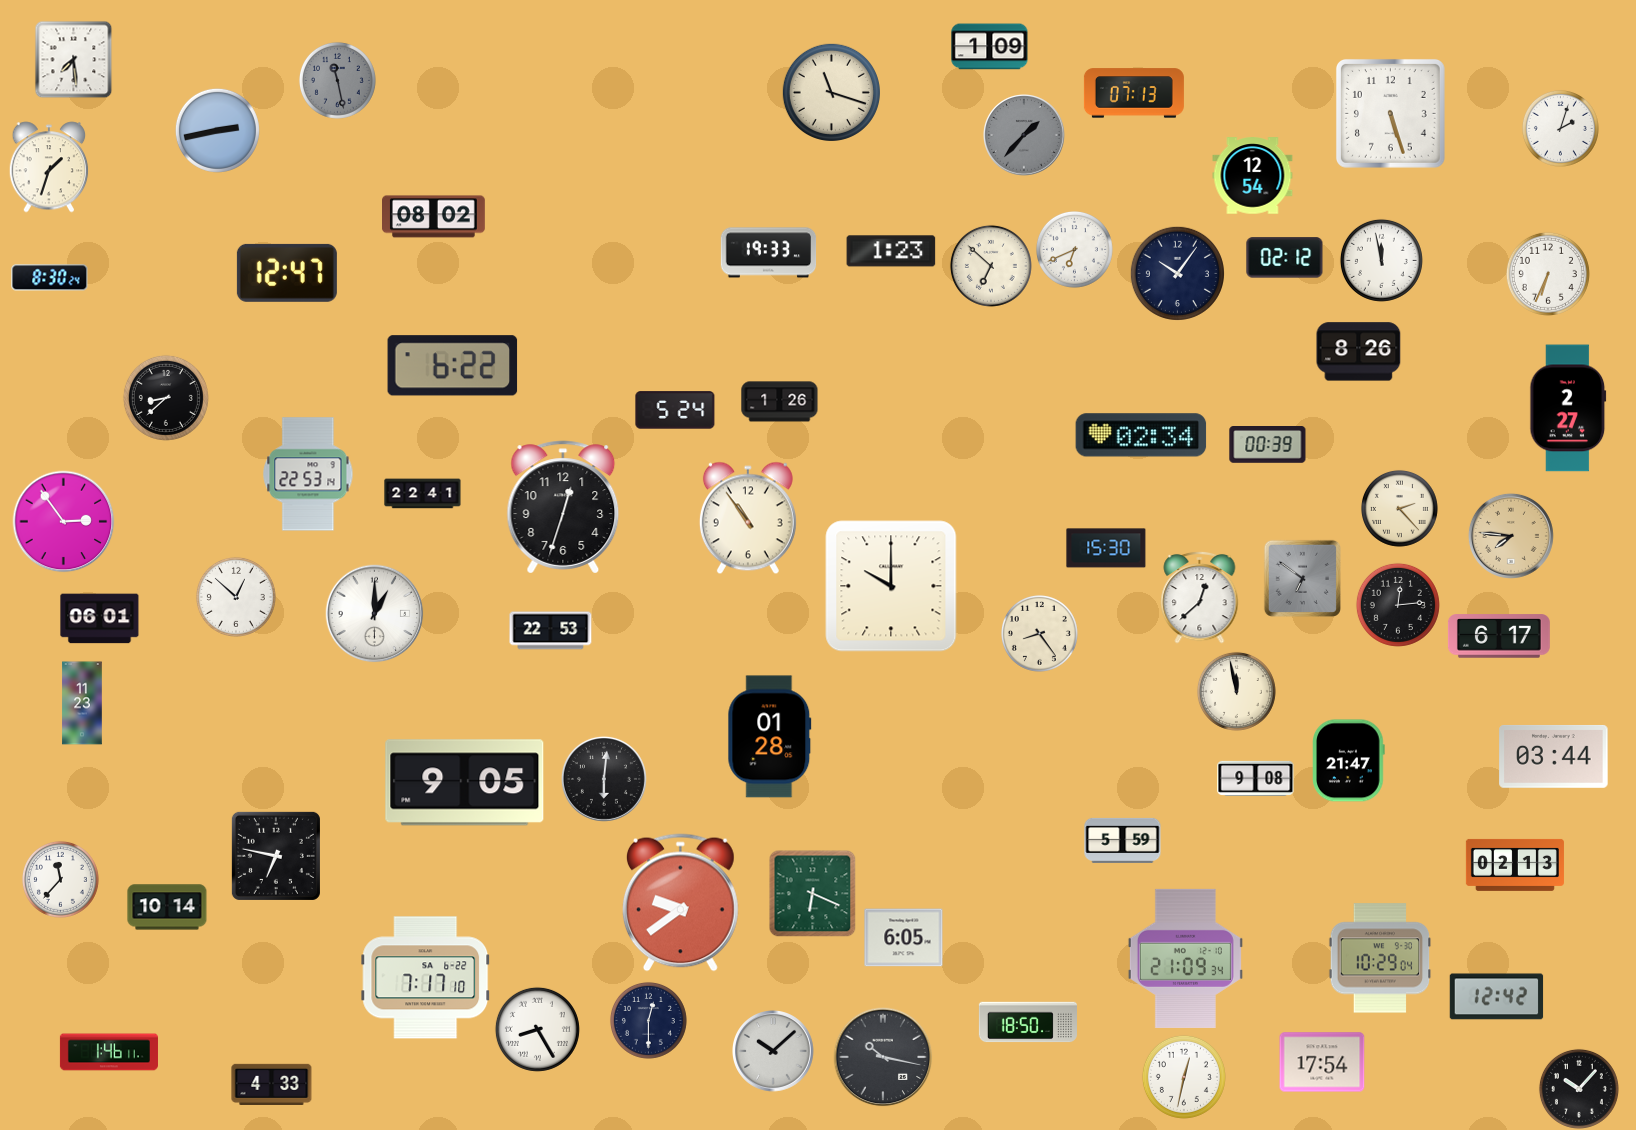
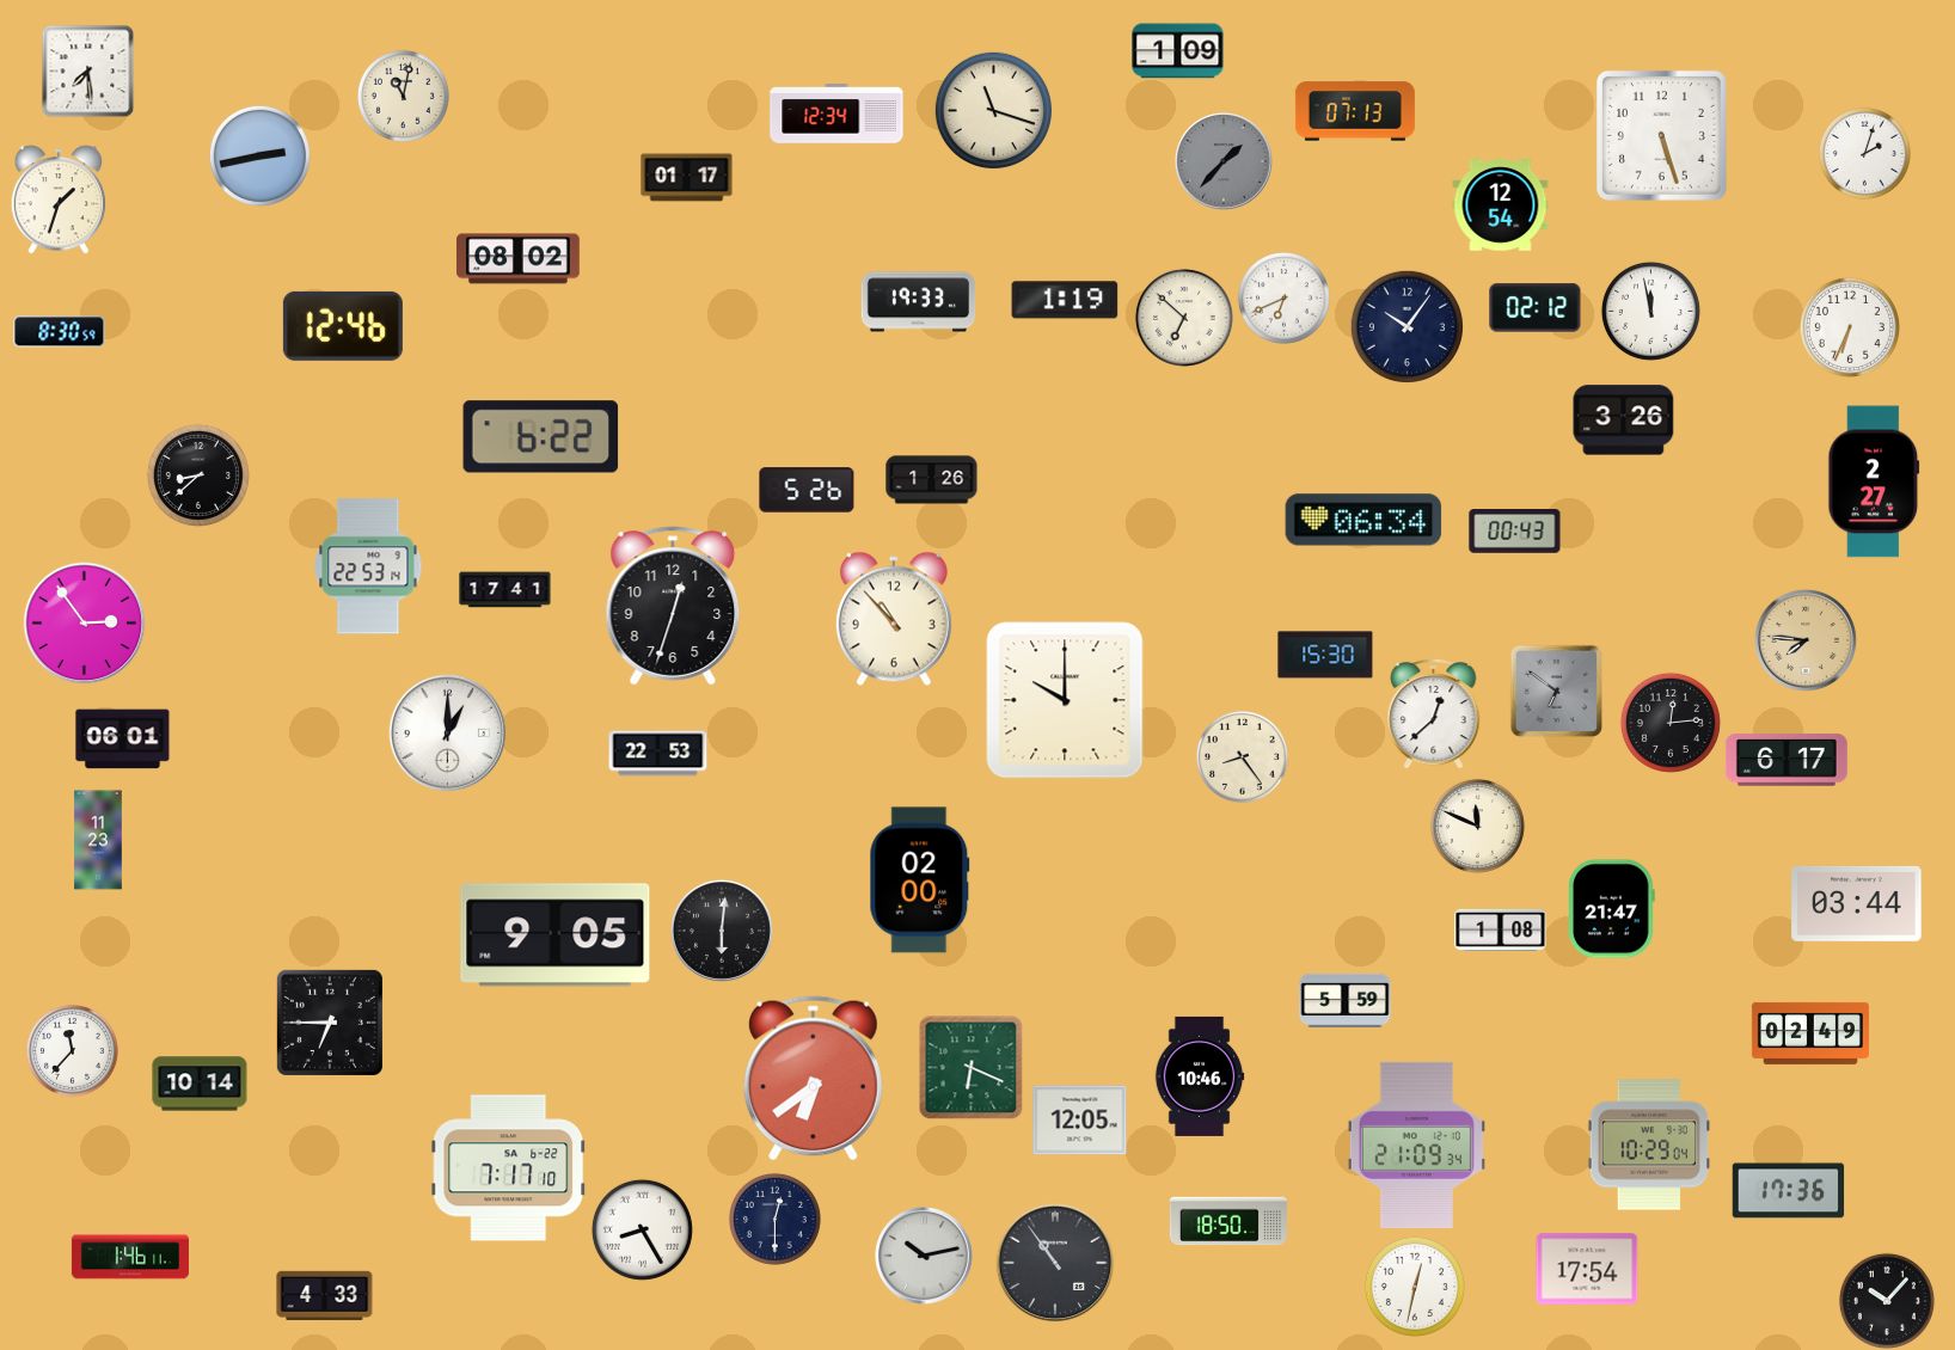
clock at (990, 47) position: (990, 47) -> (1178, 51)
clock at (337, 80): 11:28 -> 11:02
clock at (337, 80) dial: grey -> cream
clock at (836, 113): none -> 12:34
clock at (687, 178): none -> 01:17
clock at (1253, 176) position: (1253, 176) -> (1501, 205)
clock at (891, 251): 1:23 -> 1:19
clock at (287, 273): 12:47 -> 12:46
clock at (50, 278): 8:30:24 -> 8:30:59
clock at (1359, 352): 8:26 -> 3:26
clock at (1568, 408) position: (1568, 408) -> (1874, 481)
clock at (675, 410): 5:24 -> 5:26
clock at (1141, 435): 02:34 -> 06:34
clock at (1268, 445): 00:39 -> 00:43
clock at (423, 494): 22:41 -> 17:41
clock at (1399, 508): 2:23 -> none
clock at (748, 518): 10:54 -> 10:53
clock at (64, 522) position: (64, 522) -> (85, 624)
clock at (1106, 548) position: (1106, 548) -> (1325, 655)
clock at (236, 597): 12:52 -> none
clock at (100, 619) position: (100, 619) -> (123, 740)
clock at (1499, 636) position: (1499, 636) -> (1787, 760)
clock at (1236, 691): 11:58 -> 11:49
clock at (770, 737): 01:28 -> 02:00
clock at (1256, 778): 9:08 -> 1:08
clock at (1123, 840) position: (1123, 840) -> (1346, 1000)
clock at (276, 856): 6:47 -> 6:45
clock at (1515, 865): 02:13 -> 02:49
clock at (1200, 1076): none -> 10:46
clock at (680, 903): 9:39 -> 6:39
clock at (904, 938): 6:05 -> 12:05
clock at (1497, 997): 12:42 -> 17:36
clock at (774, 1052): 10:08 -> 10:13
clock at (883, 1057): 10:17 -> 10:54
clock at (1322, 1062) position: (1322, 1062) -> (1587, 1269)
